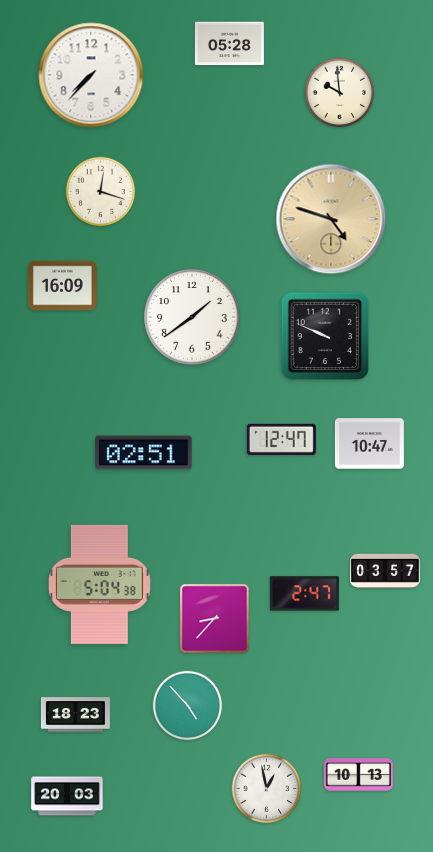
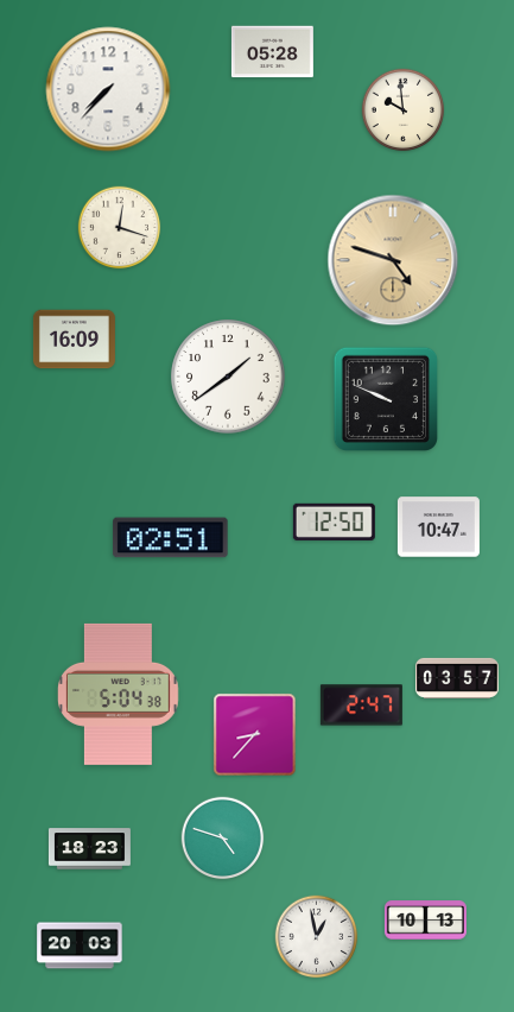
clock at (281, 439): 12:47 -> 12:50
clock at (188, 706): 4:53 -> 4:48
